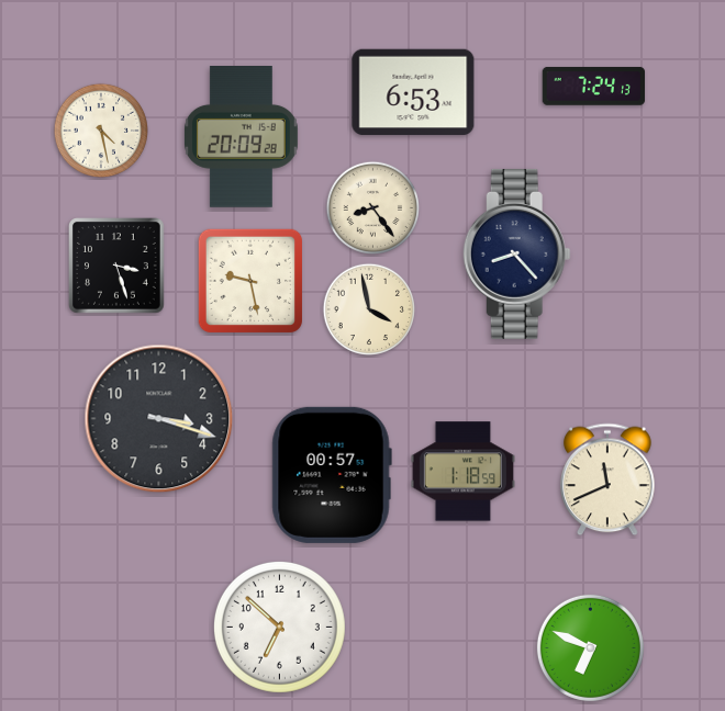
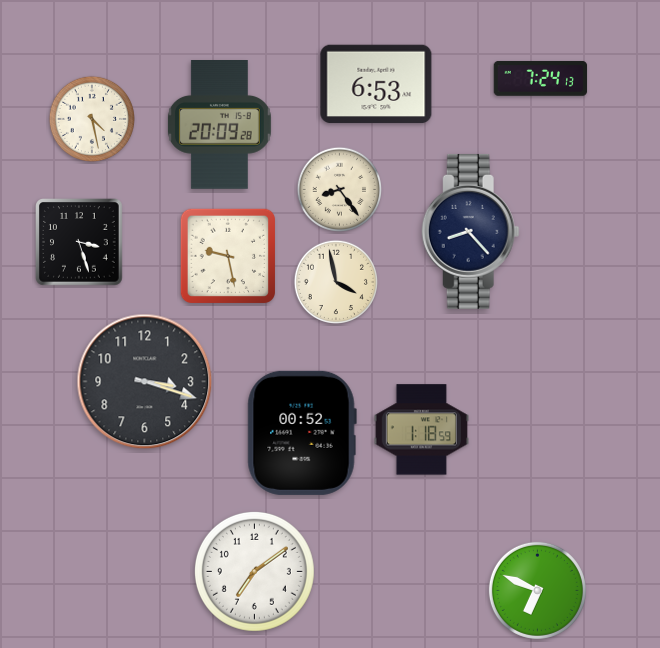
clock at (118, 267) position: (118, 267) -> (80, 243)
clock at (332, 475): 00:57 -> 00:52
clock at (607, 479): 11:41 -> none
clock at (279, 627): 6:52 -> 7:09
